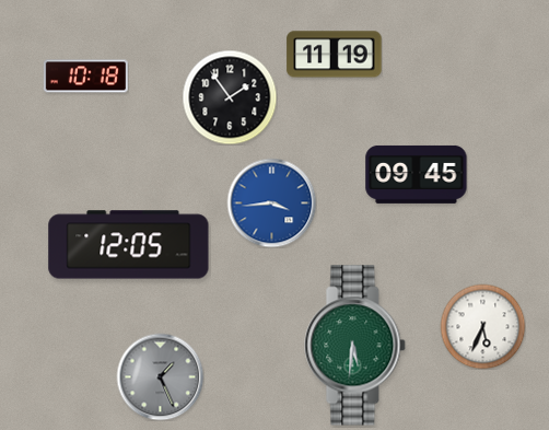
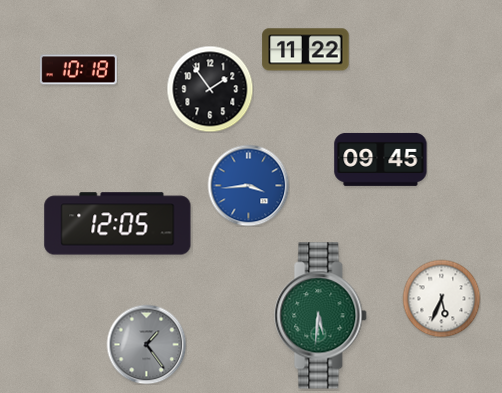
clock at (335, 55): 11:19 -> 11:22
clock at (355, 346) position: (355, 346) -> (321, 316)
clock at (160, 376): 1:26 -> 1:24
